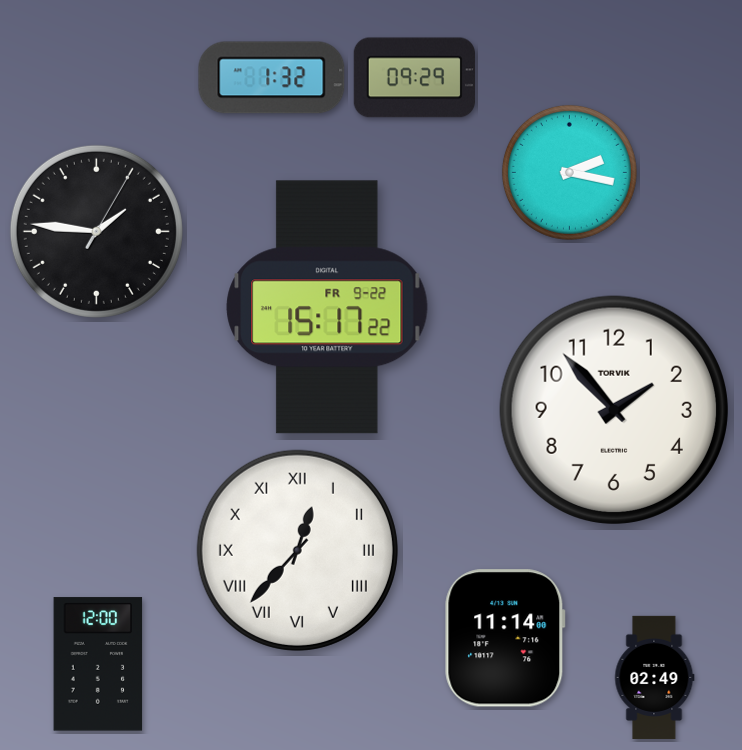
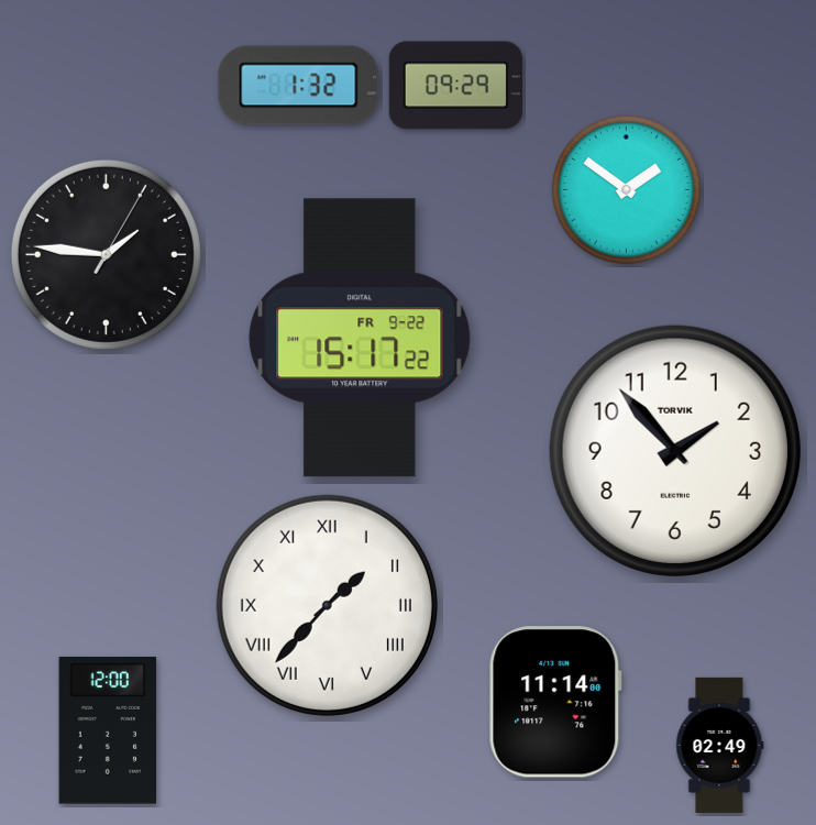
clock at (569, 172): 2:17 -> 1:51
clock at (297, 550): 12:37 -> 1:37
